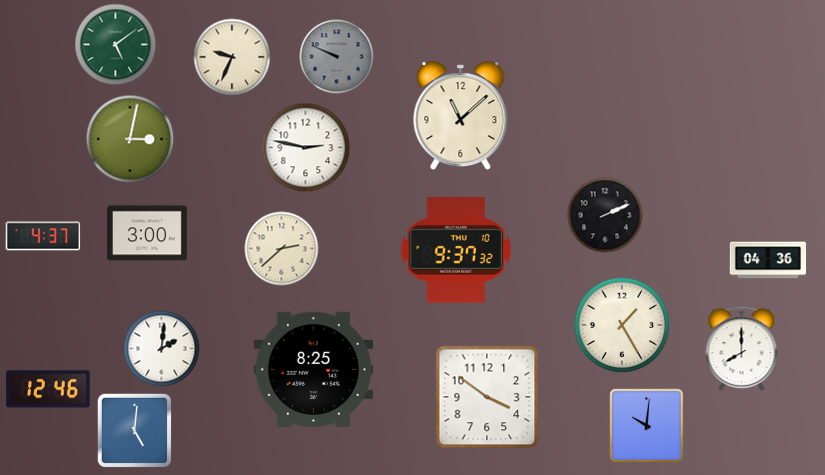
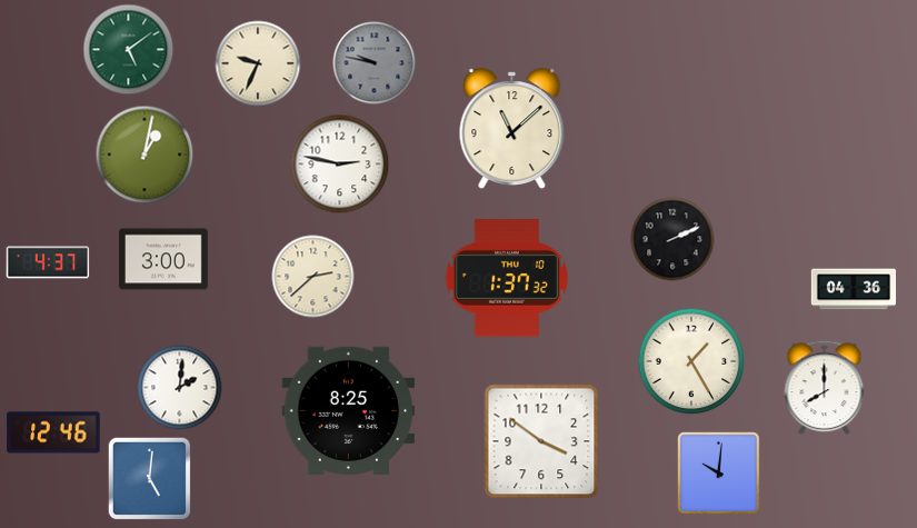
clock at (337, 57): 9:49 -> 9:47
clock at (130, 139): 3:02 -> 1:02
clock at (456, 250): 9:37 -> 1:37
